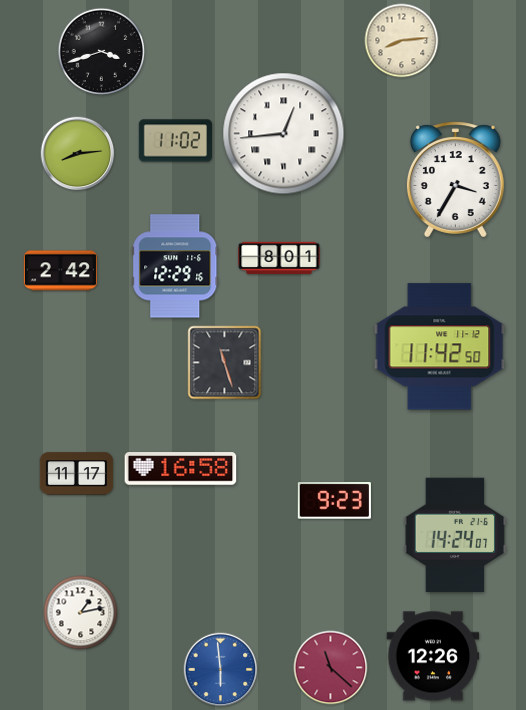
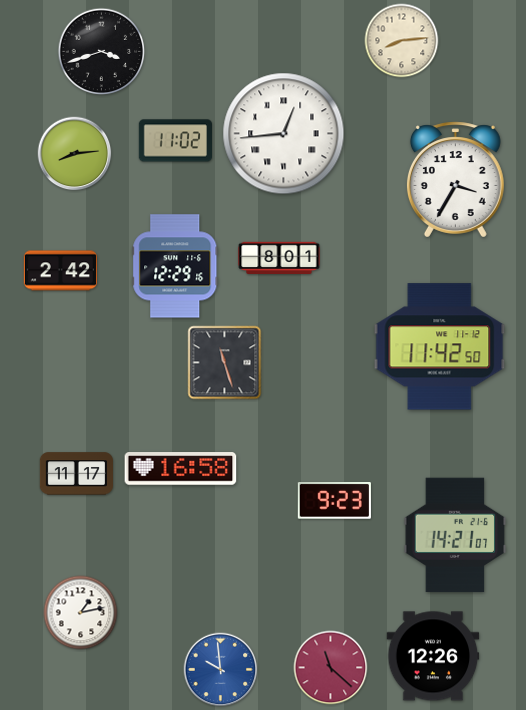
clock at (78, 154) position: (78, 154) -> (75, 154)
clock at (455, 535): 14:24 -> 14:21
clock at (221, 670): 5:59 -> 9:59
